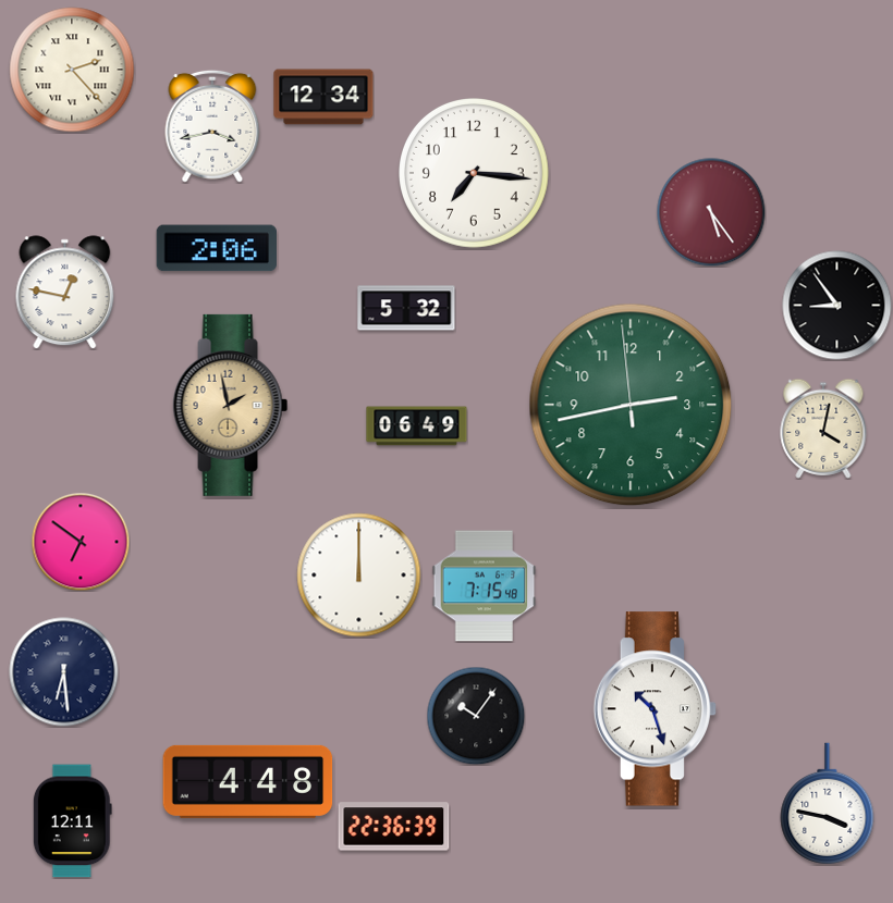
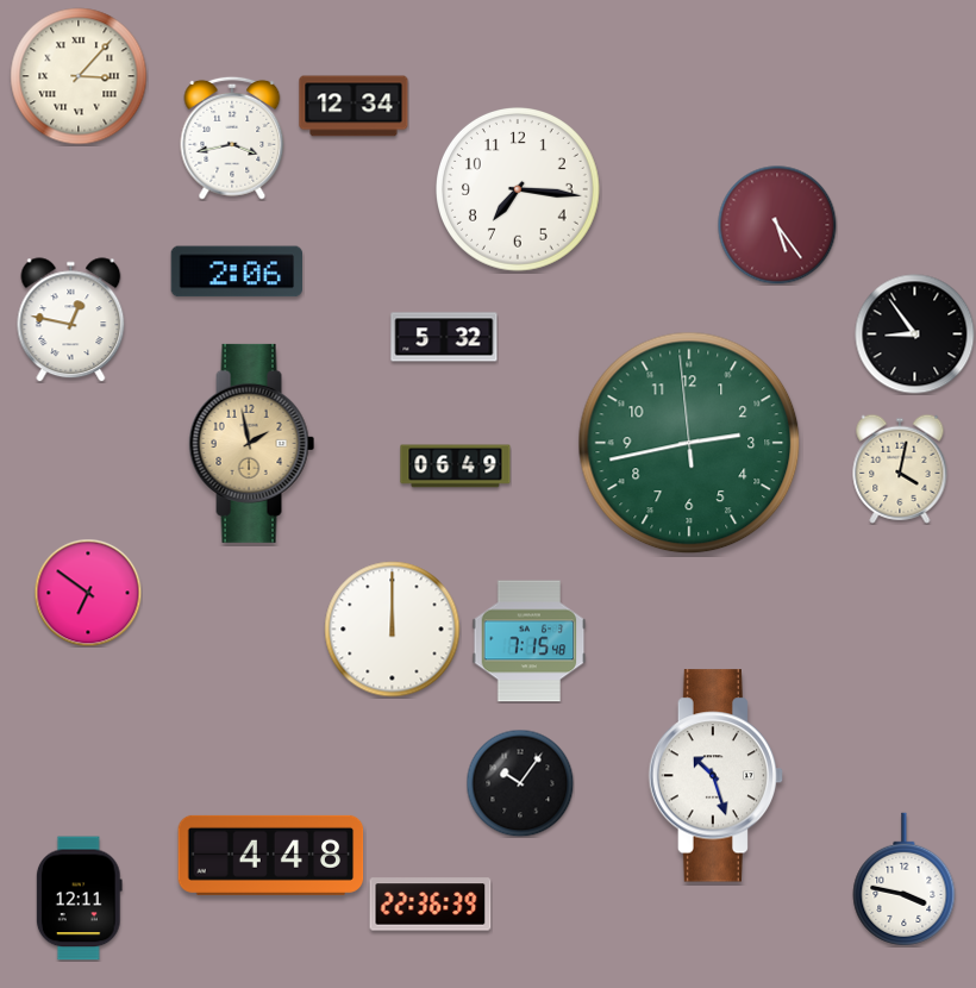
clock at (72, 70): 2:23 -> 3:07
clock at (711, 212) position: (711, 212) -> (777, 225)
clock at (64, 672): 6:29 -> none
